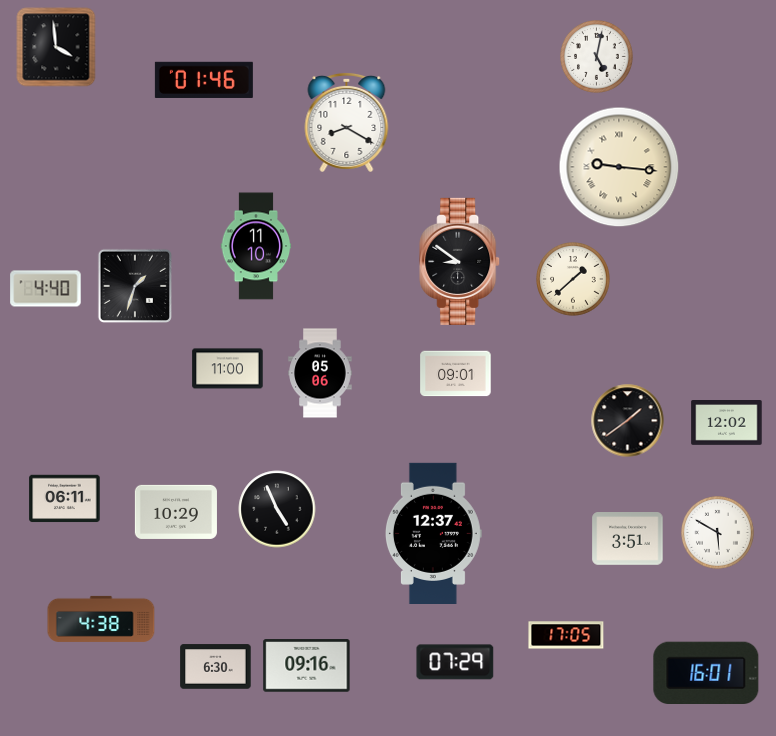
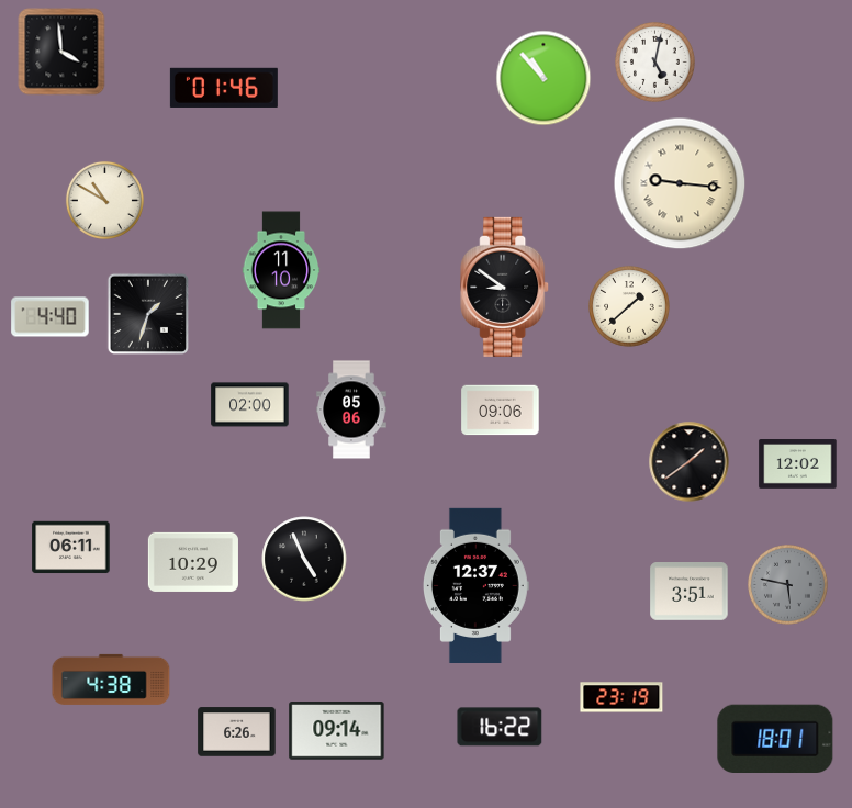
clock at (543, 78): none -> 10:53
clock at (347, 122): 8:20 -> none
clock at (104, 200): none -> 10:50
clock at (228, 369): 11:00 -> 02:00
clock at (456, 374): 09:01 -> 09:06
clock at (718, 533): 5:50 -> 5:47
clock at (718, 533) dial: white -> grey
clock at (566, 635): 17:05 -> 23:19
clock at (455, 662): 07:29 -> 16:22
clock at (307, 666): 09:16 -> 09:14
clock at (216, 667): 6:30 -> 6:26
clock at (706, 672): 16:01 -> 18:01
